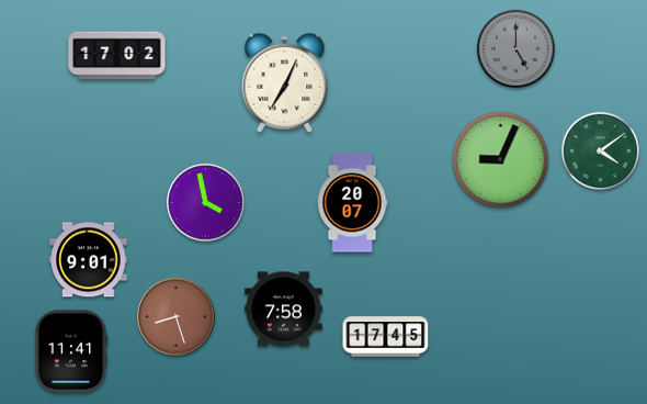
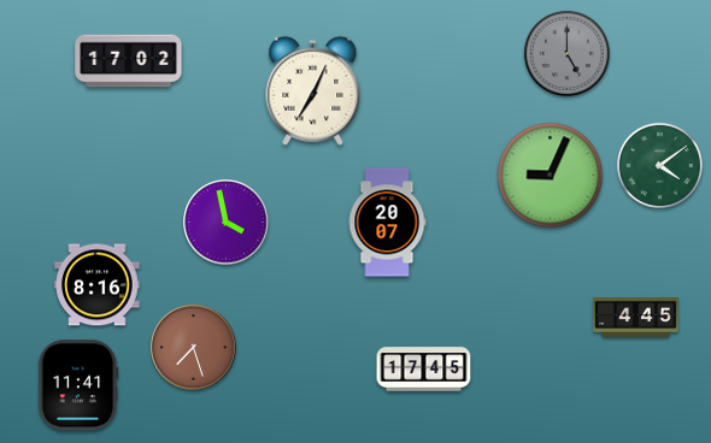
clock at (89, 260): 9:01 -> 8:16
clock at (636, 317): none -> 4:45
clock at (284, 310): 7:58 -> none
clock at (177, 317): 8:27 -> 7:27
